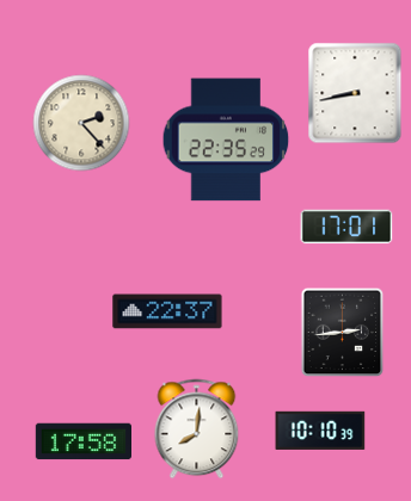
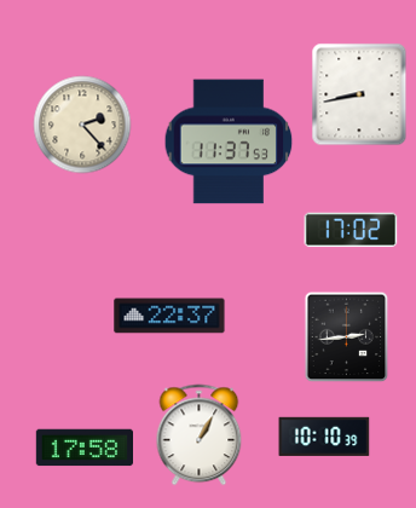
clock at (226, 140): 22:35 -> 11:37
clock at (346, 227): 17:01 -> 17:02
clock at (197, 429): 8:01 -> 1:05
